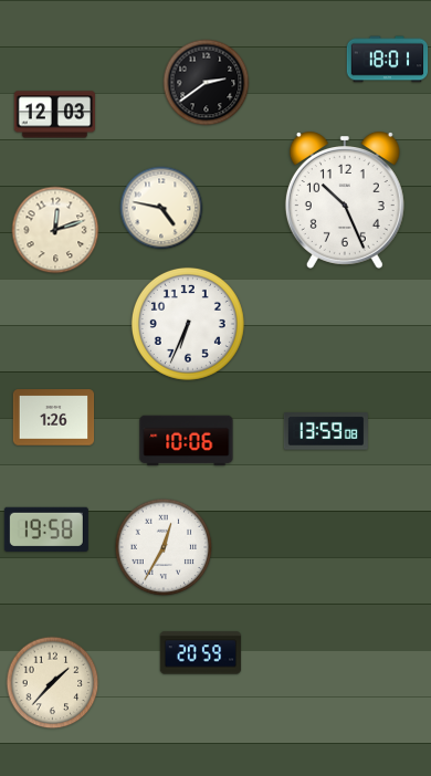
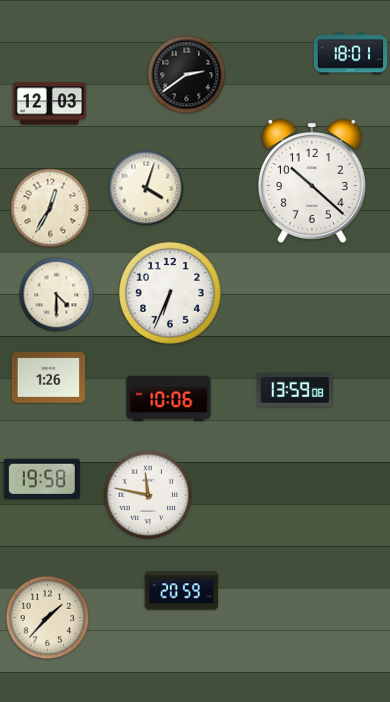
clock at (345, 200): 10:26 -> 10:22
clock at (161, 208): 4:47 -> 4:03
clock at (55, 230): 12:12 -> 12:35
clock at (57, 295): none -> 4:30
clock at (164, 547): 12:35 -> 11:47
